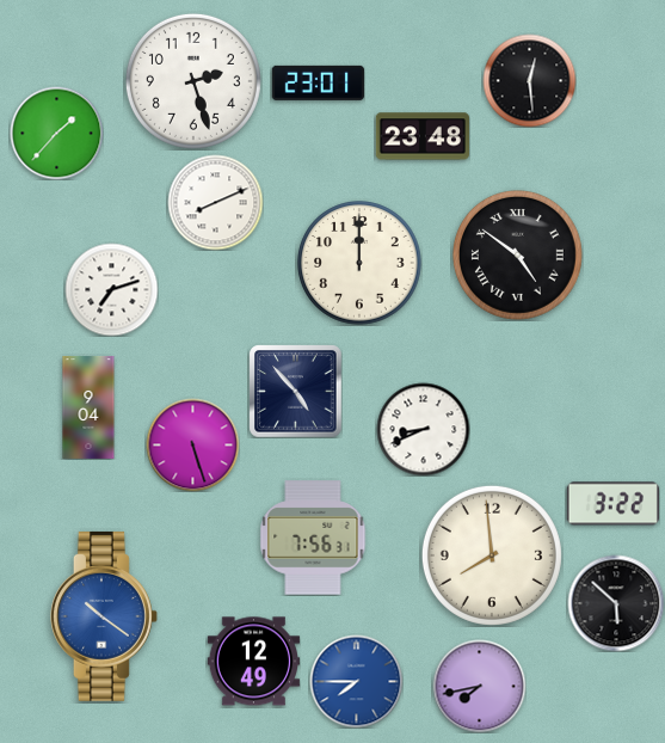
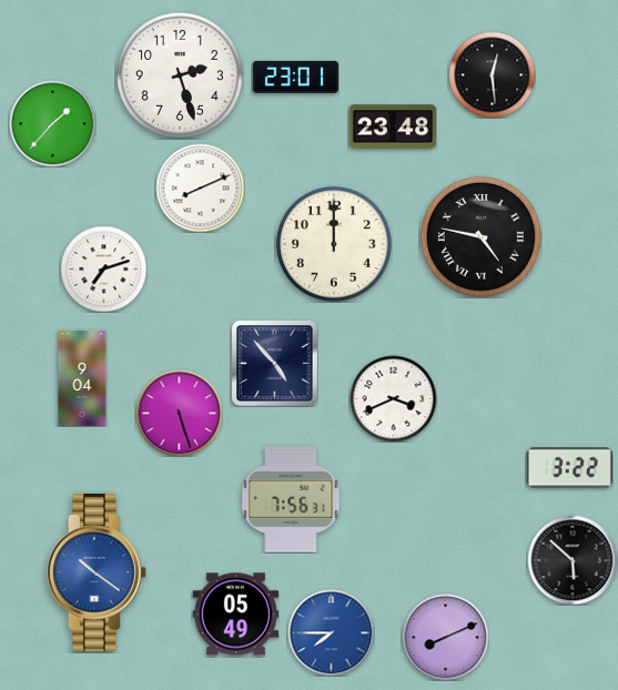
clock at (517, 254): 4:51 -> 4:47
clock at (423, 429): 8:41 -> 3:41
clock at (492, 555): 7:59 -> none
clock at (253, 662): 12:49 -> 05:49
clock at (479, 686): 7:43 -> 8:11
